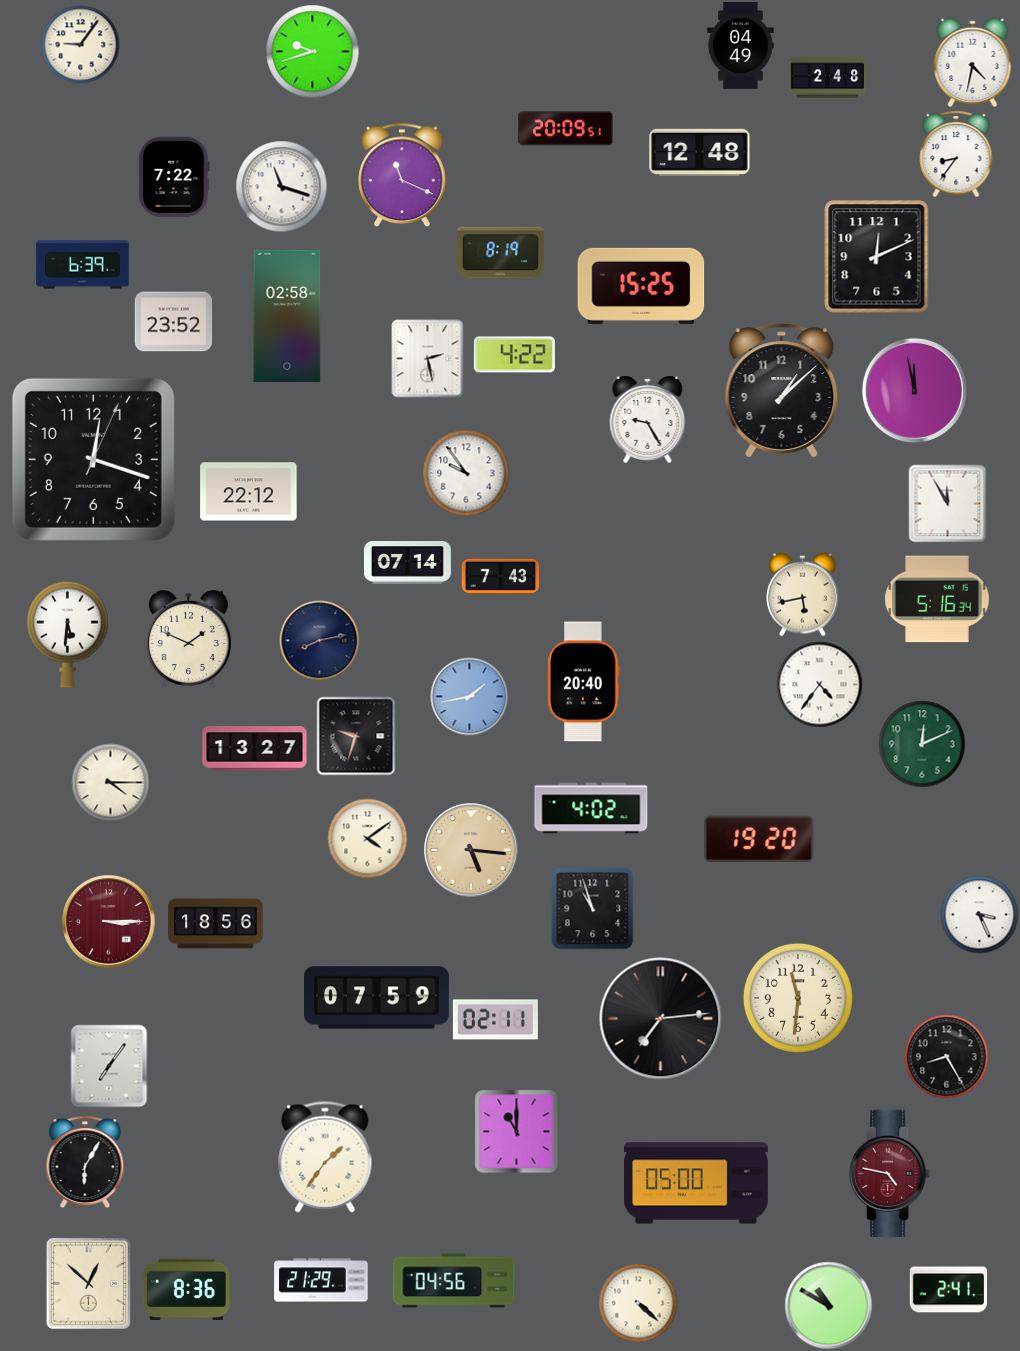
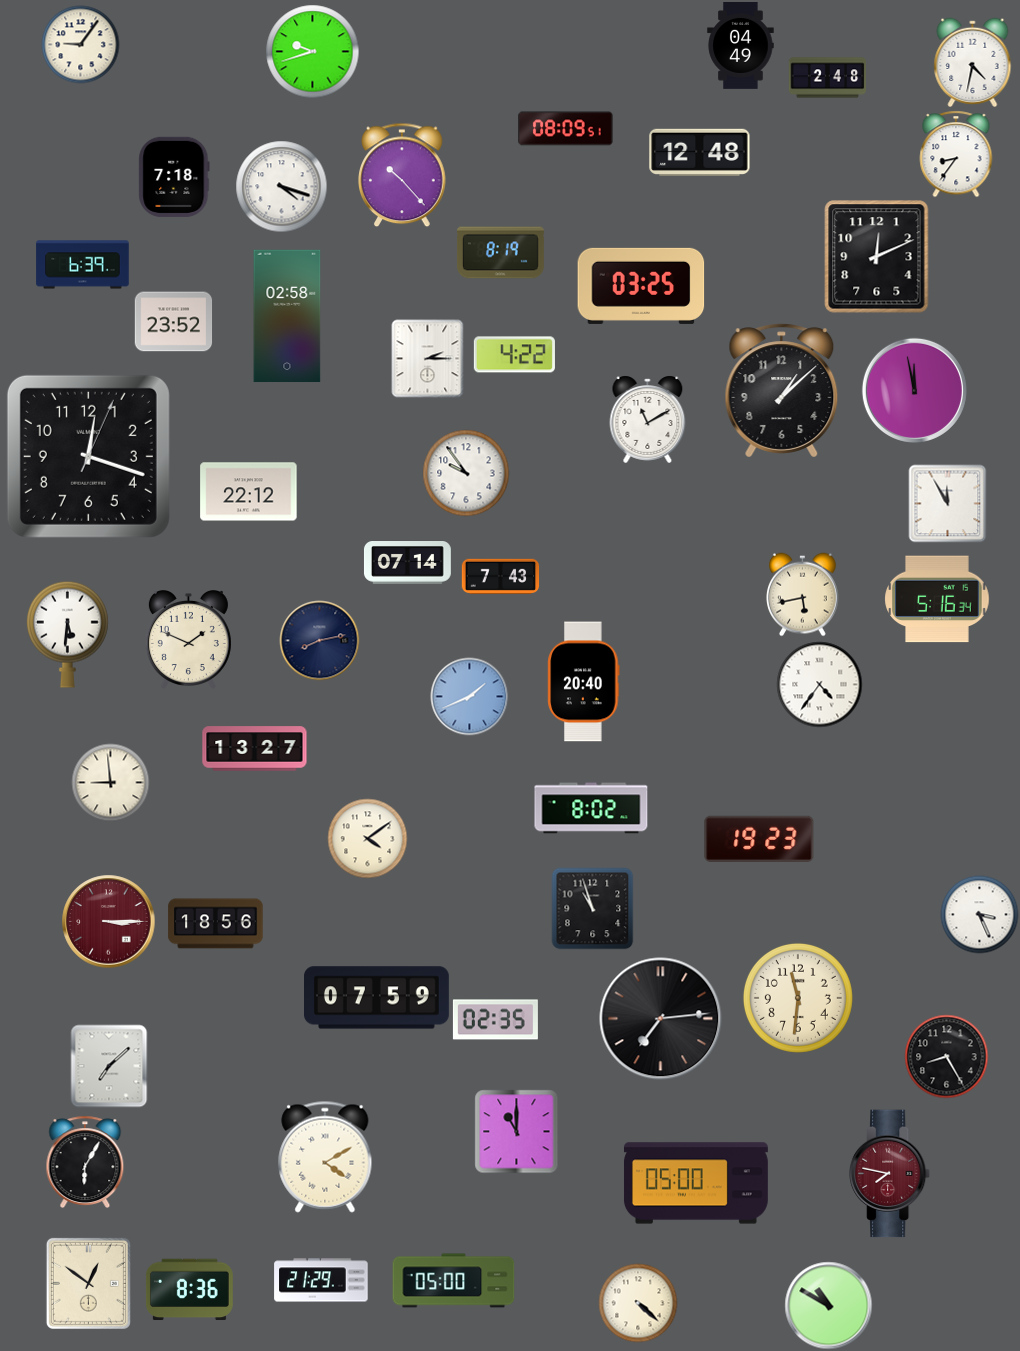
clock at (566, 129): 20:09 -> 08:09
clock at (402, 175): 11:19 -> 10:23
clock at (174, 177): 7:22 -> 7:18
clock at (281, 186): 11:18 -> 4:18
clock at (641, 286): 15:25 -> 03:25
clock at (428, 358): 2:28 -> 2:15
clock at (648, 419): 9:25 -> 11:10
clock at (93, 459) position: (93, 459) -> (88, 456)
clock at (469, 696): 1:43 -> 1:41
clock at (356, 736): 9:33 -> none
clock at (922, 744): 12:11 -> none
clock at (110, 782): 4:15 -> 8:59
clock at (591, 808): 4:02 -> 8:02
clock at (759, 839): 19:20 -> 19:23
clock at (471, 850): 5:16 -> none
clock at (495, 1020): 02:11 -> 02:35
clock at (109, 1066): 7:06 -> 7:08
clock at (325, 1157): 1:36 -> 4:10
clock at (891, 1174): 4:47 -> 7:47
clock at (454, 1281): 04:56 -> 05:00
clock at (88, 1283): 12:52 -> 12:51
clock at (186, 1290) position: (186, 1290) -> (189, 1290)
clock at (948, 1290): 2:41 -> none
